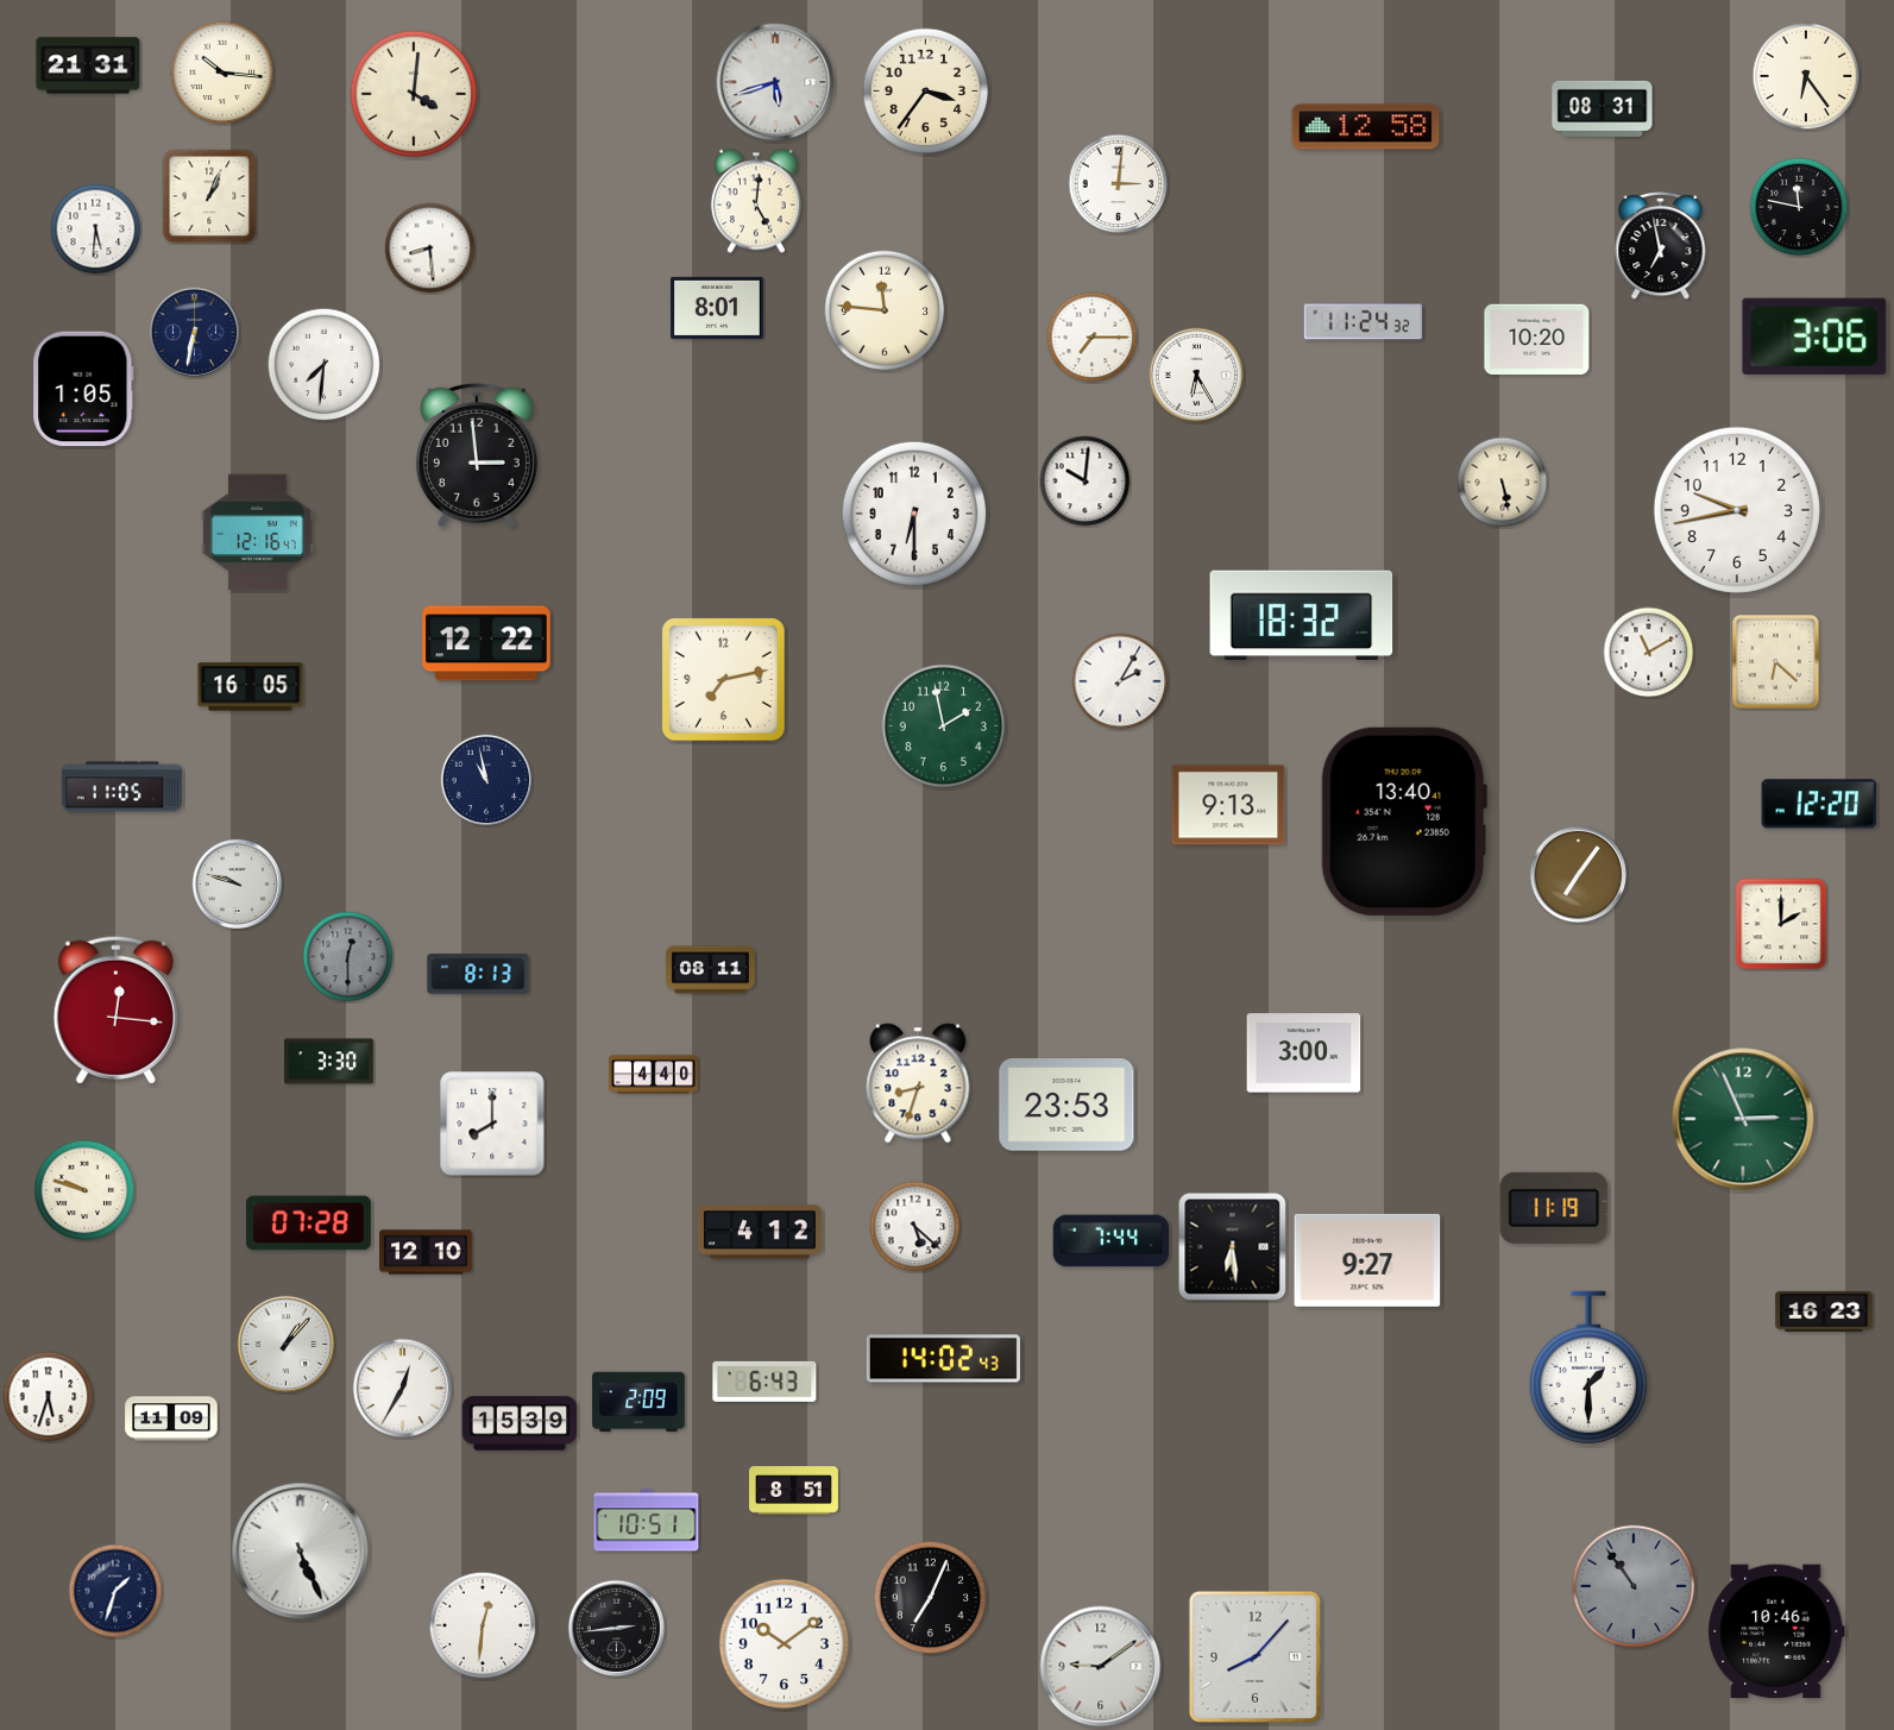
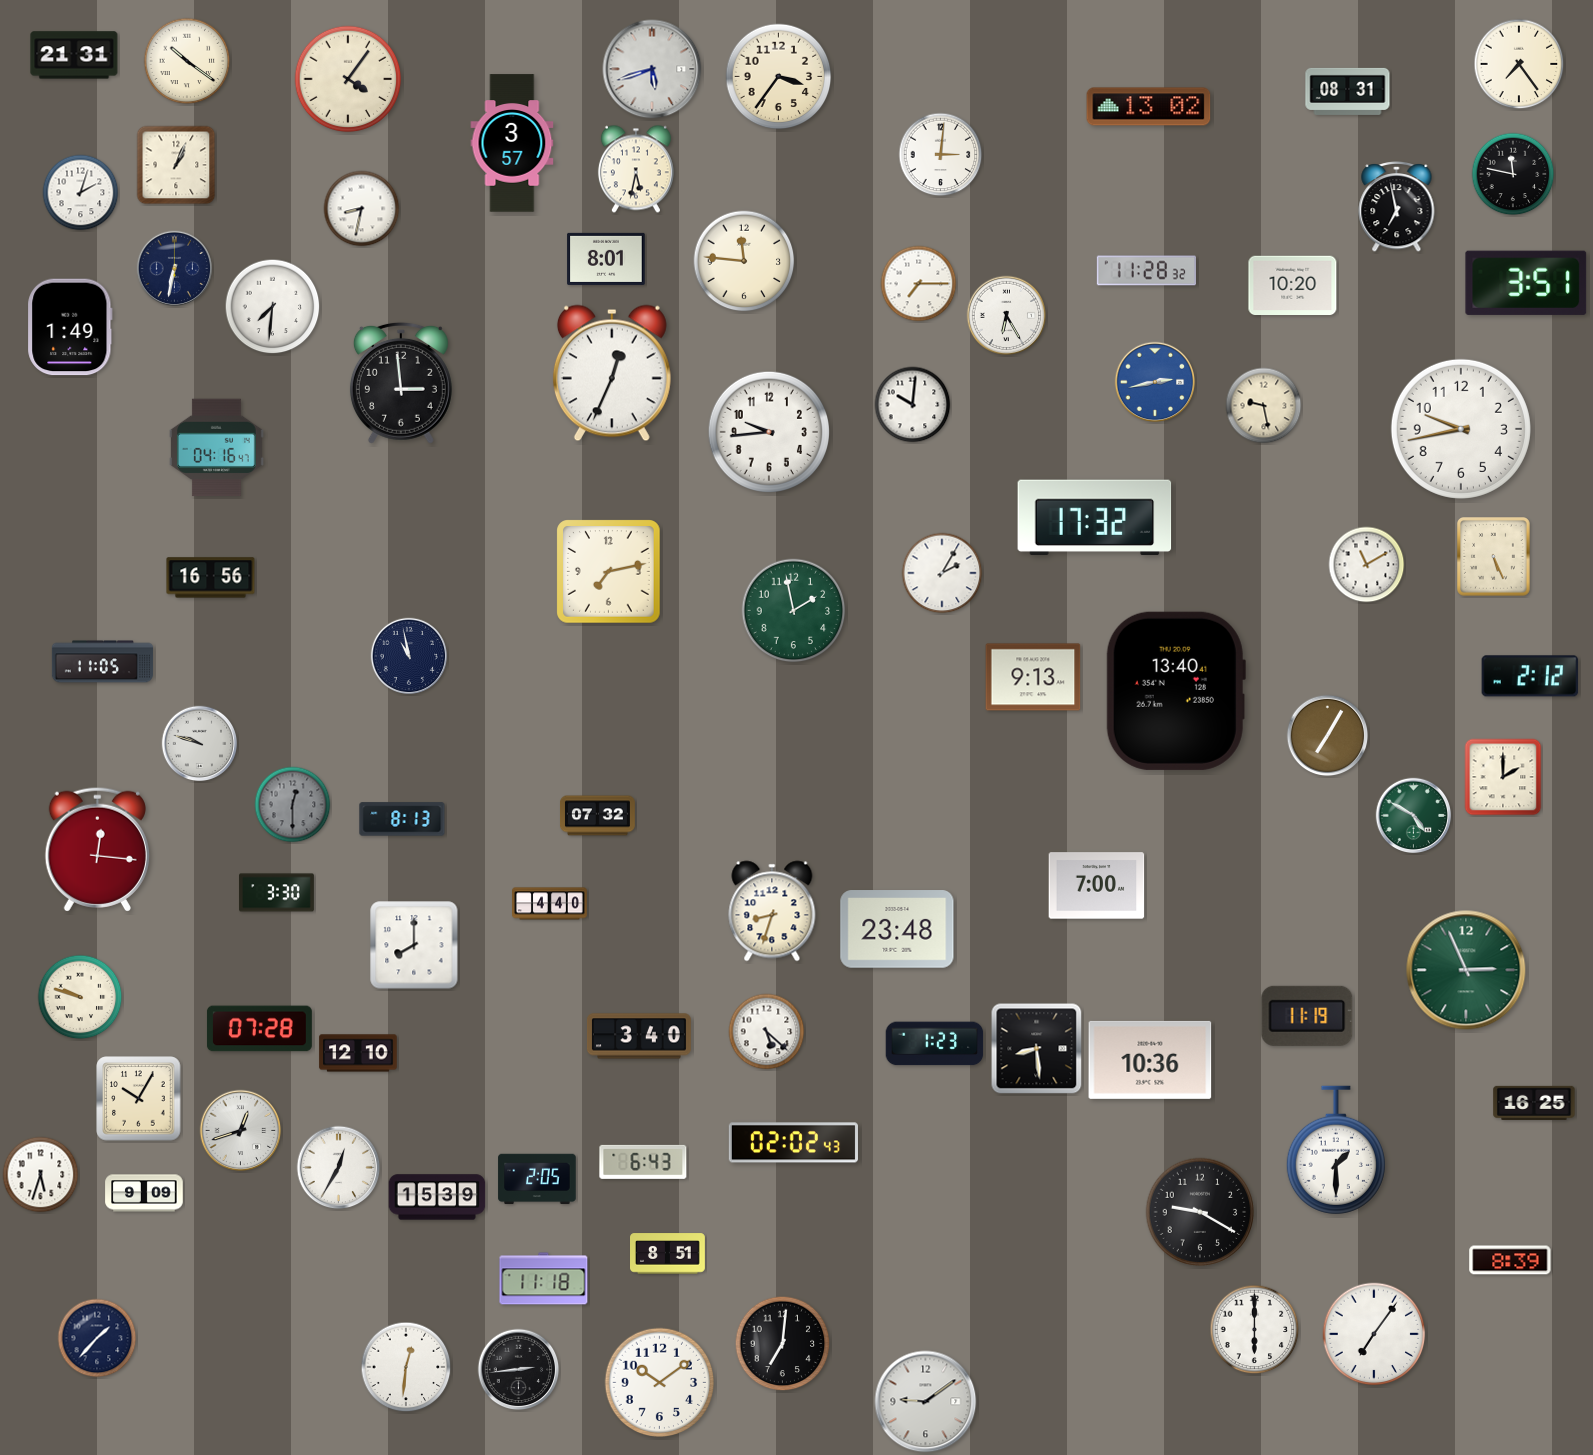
clock at (222, 73): 10:16 -> 10:21
clock at (1806, 76): 6:24 -> 7:24
clock at (414, 94): 4:01 -> 4:06
clock at (1366, 127): 12:58 -> 13:02
clock at (512, 143): none -> 3:57
clock at (756, 201): 5:01 -> 5:32
clock at (96, 229): 5:31 -> 2:03
clock at (430, 249): 8:29 -> 8:32
clock at (717, 308) position: (717, 308) -> (606, 259)
clock at (1363, 322): 11:24 -> 11:28
clock at (195, 333) position: (195, 333) -> (175, 269)
clock at (1814, 336): 3:06 -> 3:51
clock at (83, 389): 1:05 -> 1:49
clock at (612, 373): none -> 12:34
clock at (1155, 382): none -> 2:43
clock at (1503, 483): 5:28 -> 9:28
clock at (913, 512): 6:30 -> 9:44
clock at (258, 533): 12:16 -> 04:16
clock at (1302, 616): 18:32 -> 17:32
clock at (486, 643): 12:22 -> none
clock at (1649, 653) position: (1649, 653) -> (1367, 565)
clock at (1776, 662): 6:22 -> 5:26
clock at (251, 687): 16:05 -> 16:56
clock at (1819, 804): 12:20 -> 2:12
clock at (1404, 822) position: (1404, 822) -> (1176, 691)
clock at (1579, 875): 7:06 -> 7:05
clock at (1781, 924) position: (1781, 924) -> (1503, 777)
clock at (711, 970): 08:11 -> 07:32
clock at (1414, 816): none -> 4:50
clock at (1304, 1053): 3:00 -> 7:00
clock at (1066, 1105): 23:53 -> 23:48
clock at (1743, 1119) position: (1743, 1119) -> (1466, 970)
clock at (84, 1190) position: (84, 1190) -> (80, 997)
clock at (915, 1227) position: (915, 1227) -> (767, 1032)
clock at (760, 1232): 4:12 -> 3:40
clock at (1112, 1241): 7:44 -> 1:23
clock at (1233, 1247): 6:29 -> 8:29
clock at (1367, 1260): 9:27 -> 10:36
clock at (139, 1099): none -> 10:05
clock at (1824, 1311): 16:23 -> 16:25
clock at (287, 1345): 1:07 -> 12:42
clock at (943, 1359): 14:02 -> 02:02
clock at (638, 1402): 2:09 -> 2:05
clock at (171, 1418): 11:09 -> 9:09
clock at (1200, 1212): none -> 9:20
clock at (1510, 1260): none -> 8:39
clock at (647, 1521): 10:51 -> 11:18
clock at (301, 1552): 5:26 -> none
clock at (1255, 1330): none -> 6:00
clock at (1634, 1586): 10:54 -> 7:06
clock at (1634, 1586) dial: grey -> white
clock at (115, 1591): 1:33 -> 1:37
clock at (931, 1598): 7:04 -> 7:01
clock at (1776, 1631): 10:46 -> none
clock at (1254, 1656): 8:07 -> none
